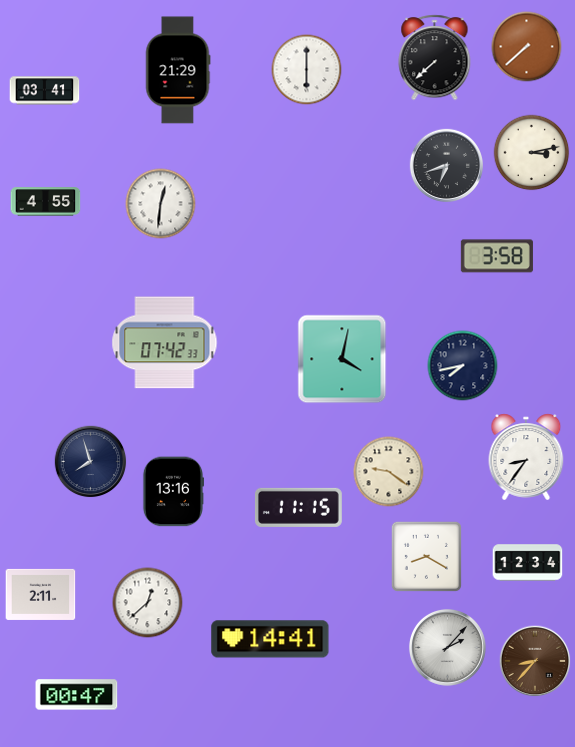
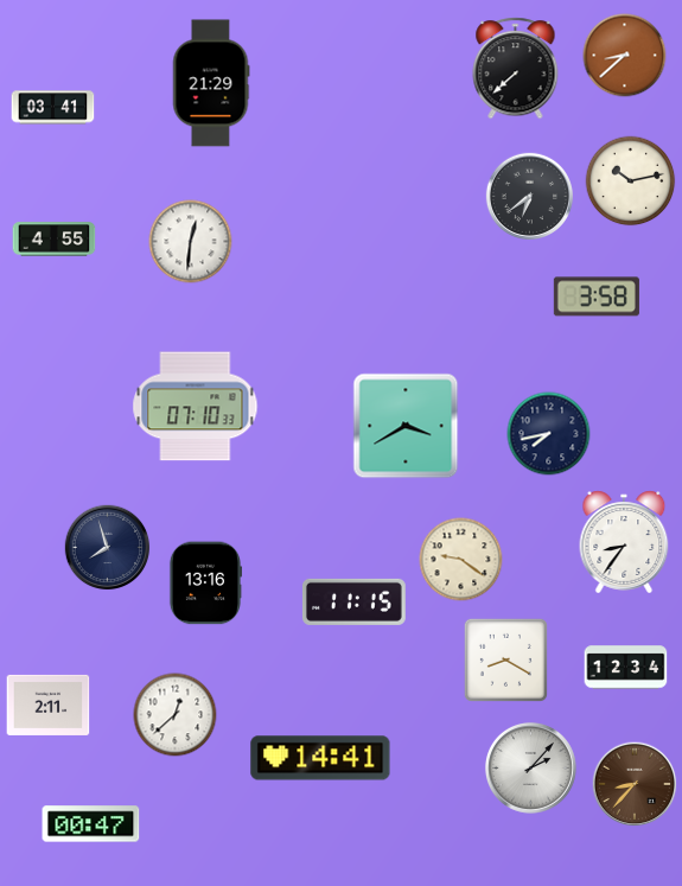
clock at (527, 47): 7:38 -> 8:38
clock at (307, 70): 6:00 -> none
clock at (532, 153): 3:13 -> 10:13
clock at (446, 165): 6:42 -> 6:39
clock at (497, 256) position: (497, 256) -> (597, 297)
clock at (165, 343): 07:42 -> 07:10
clock at (342, 359): 4:02 -> 3:40
